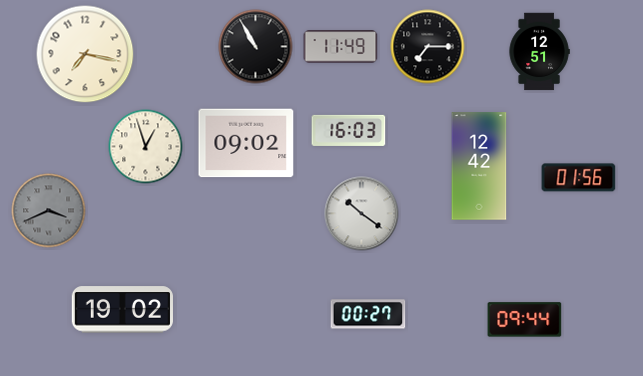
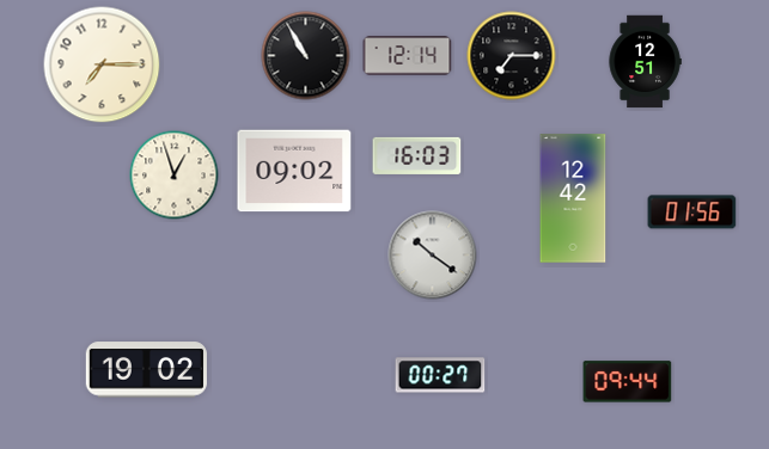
clock at (341, 47): 11:49 -> 12:14
clock at (85, 54): 7:17 -> 7:15
clock at (49, 211): 3:41 -> none
